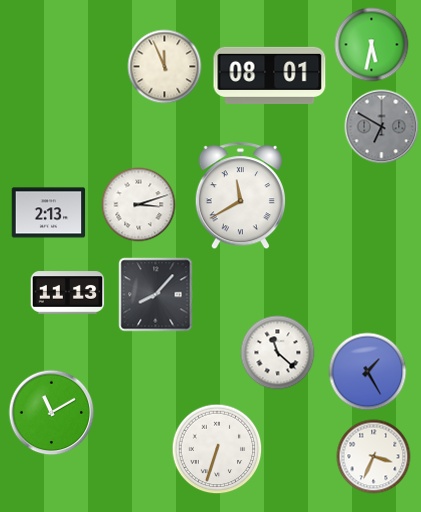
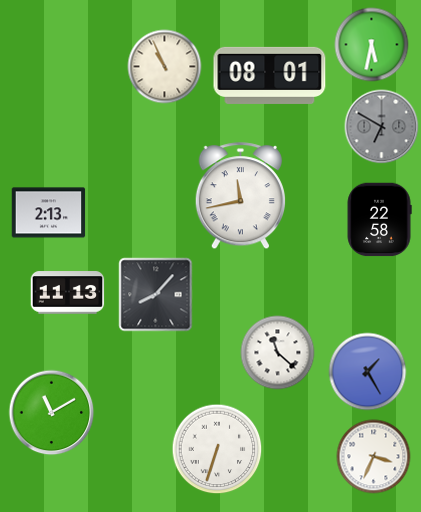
clock at (165, 67): 11:56 -> 10:56
clock at (240, 196): 11:40 -> 11:43
clock at (139, 205): 3:12 -> none
clock at (379, 220): none -> 22:58
